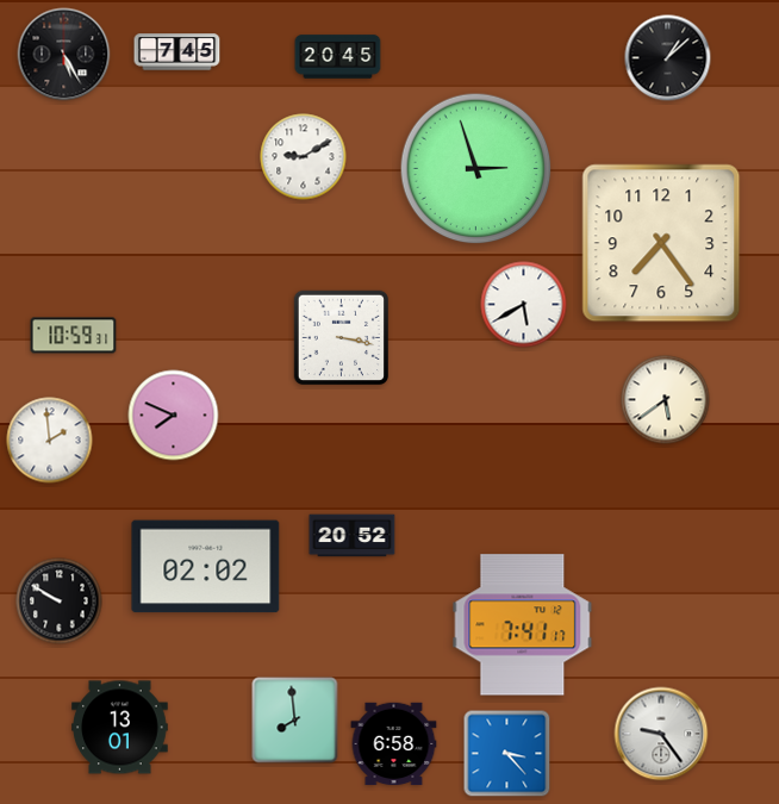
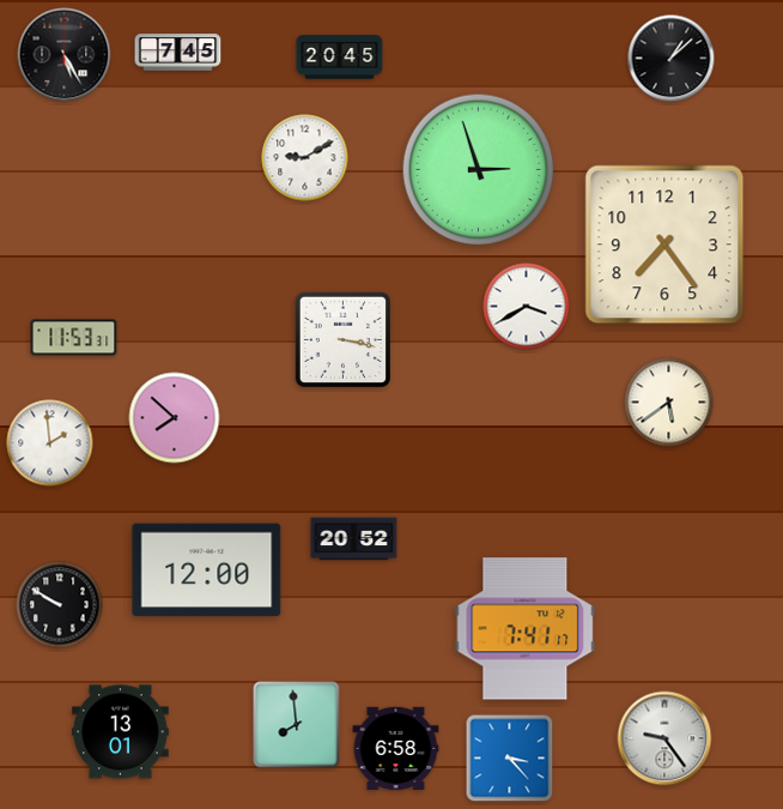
clock at (524, 305): 5:40 -> 3:40
clock at (74, 336): 10:59 -> 11:53
clock at (174, 416): 7:49 -> 7:52
clock at (206, 567): 02:02 -> 12:00
